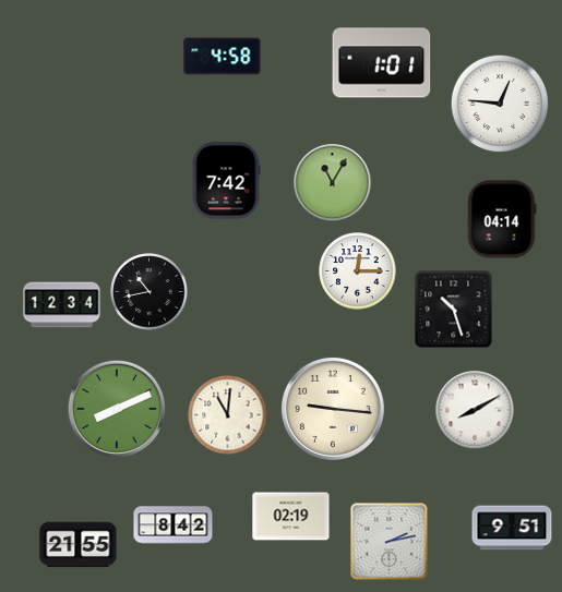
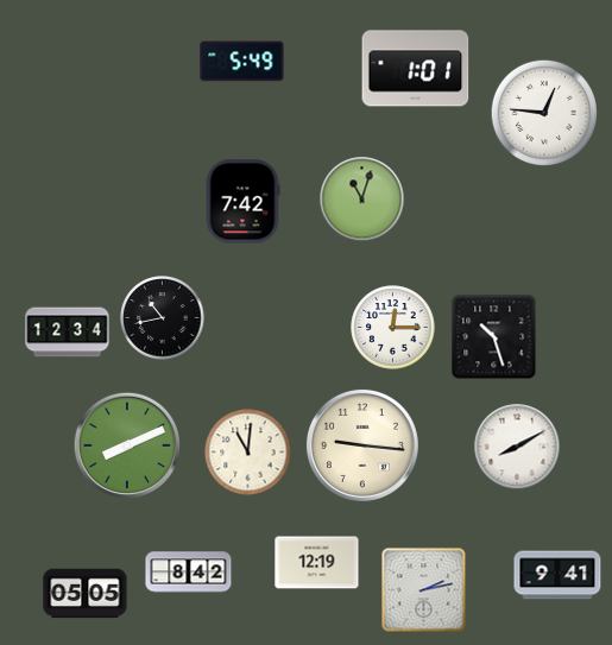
clock at (223, 57): 4:58 -> 5:49
clock at (226, 181) position: (226, 181) -> (242, 202)
clock at (333, 183): 11:05 -> 11:03
clock at (502, 219): 04:14 -> none
clock at (358, 271) position: (358, 271) -> (393, 328)
clock at (291, 517): 02:19 -> 12:19
clock at (512, 528): 9:51 -> 9:41
clock at (79, 545): 21:55 -> 05:05
